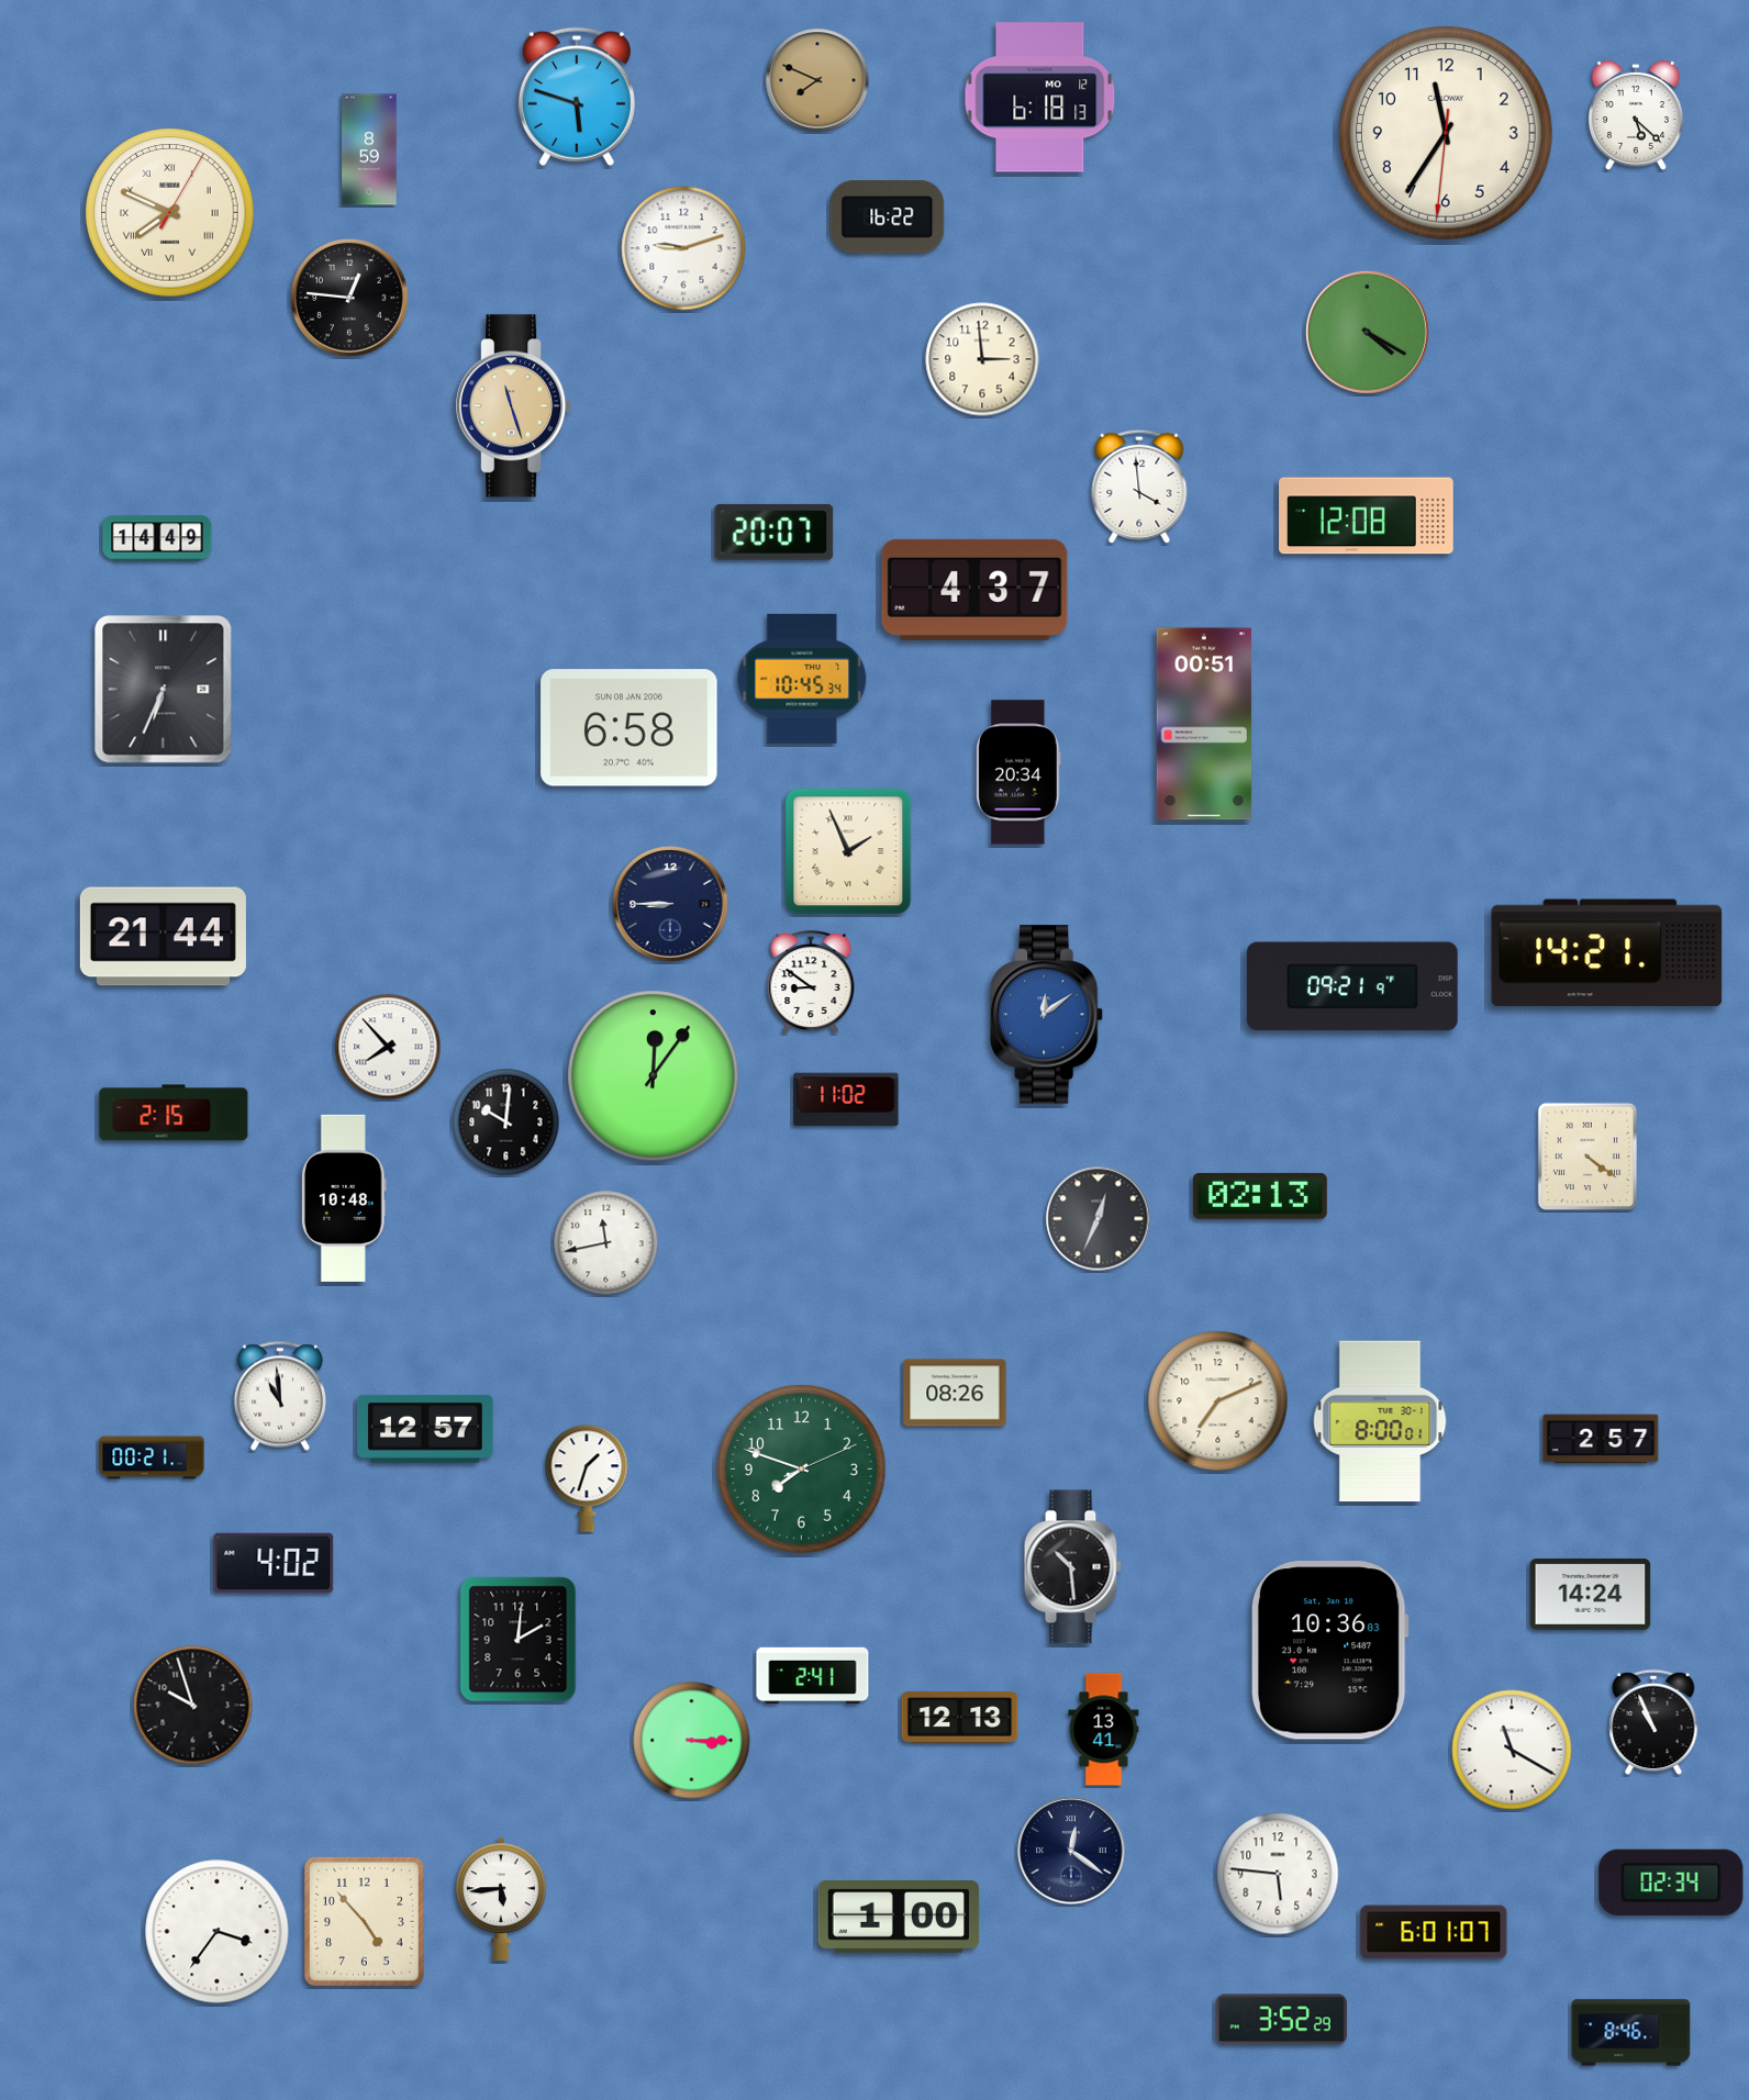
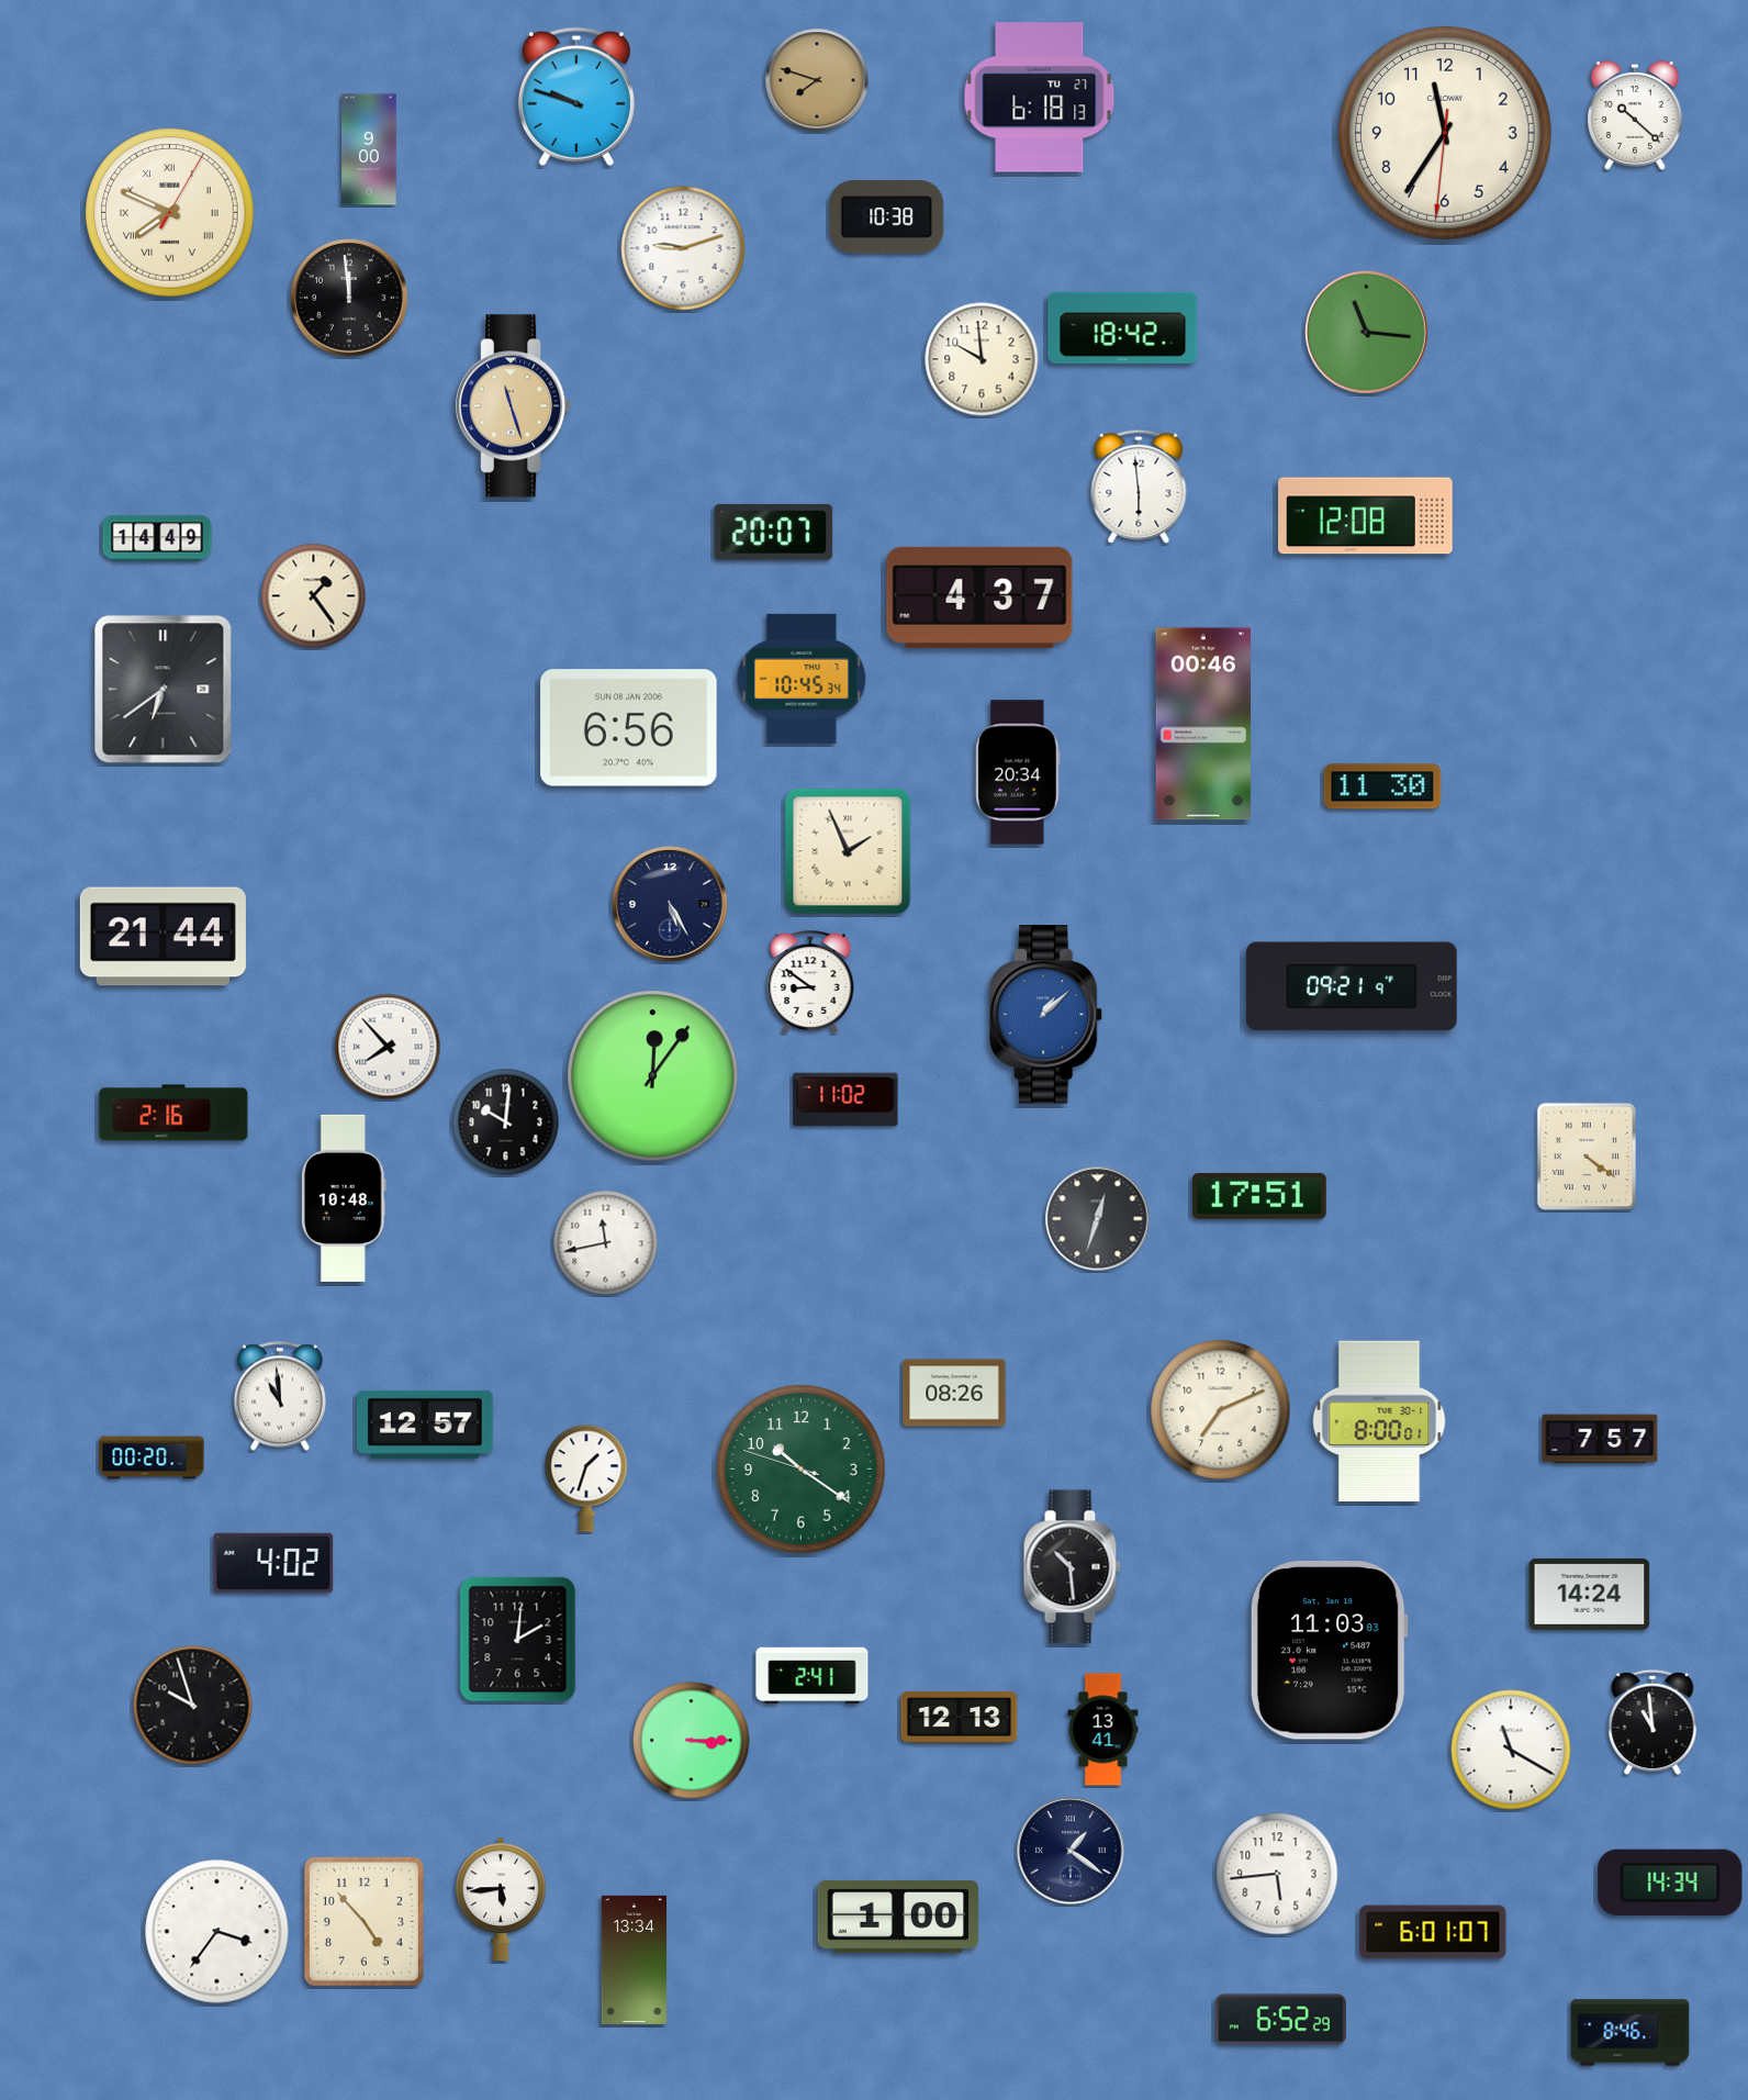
clock at (817, 80): 7:49 -> 7:48
clock at (577, 97): 5:48 -> 9:48
clock at (1040, 98) date: MO 12 -> TU 27
clock at (1636, 116): 5:22 -> 10:22
clock at (369, 149): 8:59 -> 9:00
clock at (888, 217): 16:22 -> 10:38
clock at (350, 299): 12:46 -> 11:59
clock at (1123, 327): none -> 18:42
clock at (1367, 332): 4:20 -> 11:16
clock at (982, 359): 2:59 -> 9:59
clock at (1139, 487): 3:59 -> 5:59
clock at (974, 590) position: (974, 590) -> (979, 597)
clock at (314, 596): none -> 1:24
clock at (164, 690): 6:34 -> 6:39
clock at (1204, 724): 00:51 -> 00:46
clock at (630, 728): 6:58 -> 6:56
clock at (1382, 786): none -> 11:30
clock at (670, 904): 8:45 -> 5:25
clock at (1607, 953): 14:21 -> none
clock at (1048, 1015): 12:09 -> 1:08
clock at (174, 1113): 2:15 -> 2:16
clock at (1260, 1196): 02:13 -> 17:51
clock at (1099, 1219): 12:34 -> 12:33
clock at (1218, 1401) position: (1218, 1401) -> (1221, 1410)
clock at (426, 1429) position: (426, 1429) -> (426, 1425)
clock at (1601, 1439): 2:57 -> 7:57
clock at (152, 1457): 00:21 -> 00:20
clock at (802, 1470): 7:48 -> 10:20
clock at (1329, 1651): 10:36 -> 11:03
clock at (1653, 1722): 10:56 -> 10:59
clock at (1071, 1851): 12:21 -> 1:21
clock at (1278, 1874): 5:46 -> 5:44
clock at (1671, 1883): 02:34 -> 14:34
clock at (635, 1959): none -> 13:34
clock at (1281, 2020): 3:52 -> 6:52
